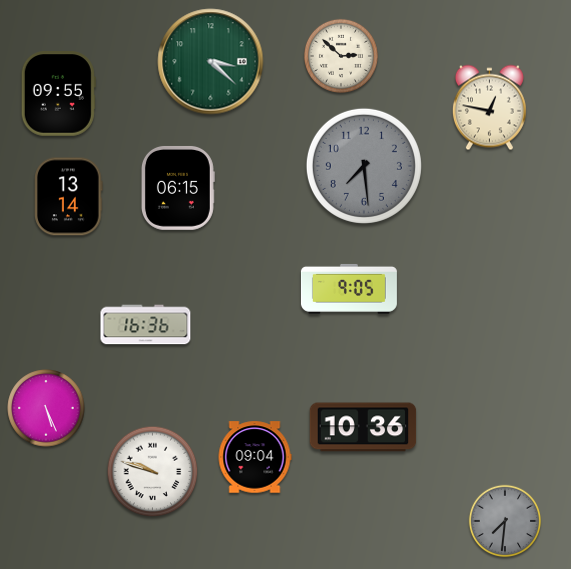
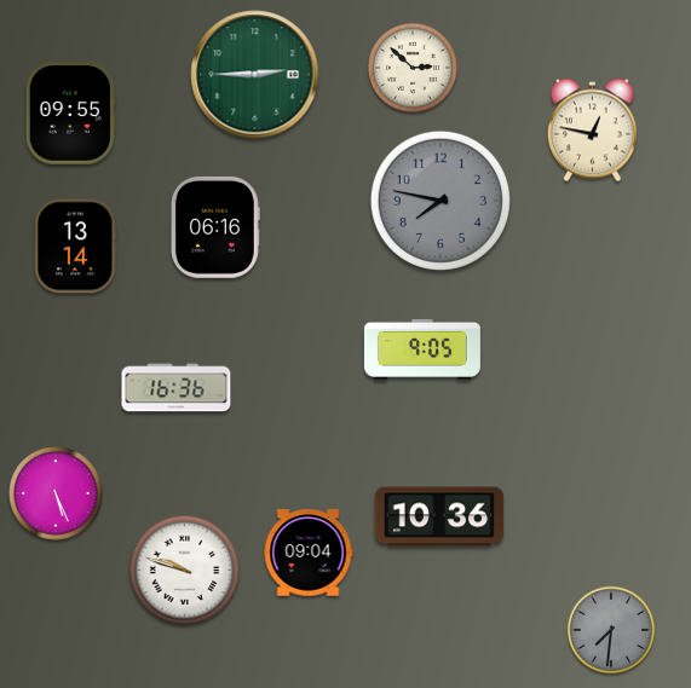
clock at (211, 62): 3:22 -> 2:45
clock at (364, 166): 7:29 -> 7:47
clock at (177, 188): 06:15 -> 06:16
clock at (69, 197) position: (69, 197) -> (76, 247)
clock at (146, 325) position: (146, 325) -> (177, 388)
